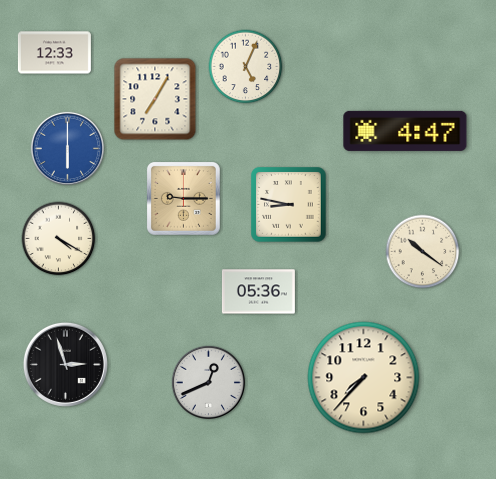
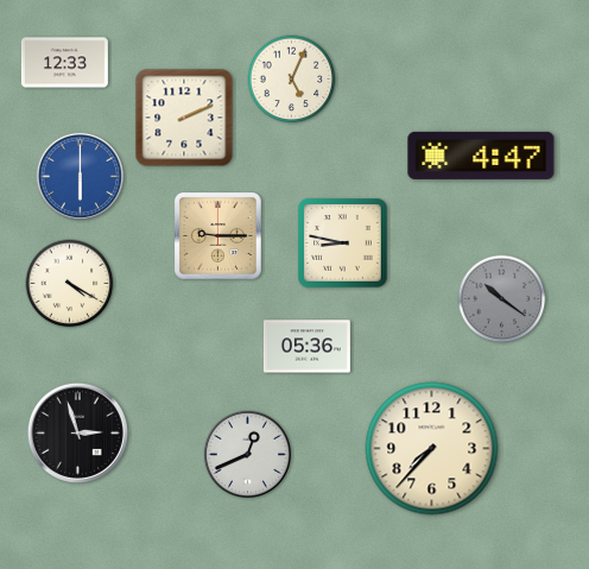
clock at (155, 99): 7:05 -> 2:11
clock at (423, 252) dial: cream -> grey
